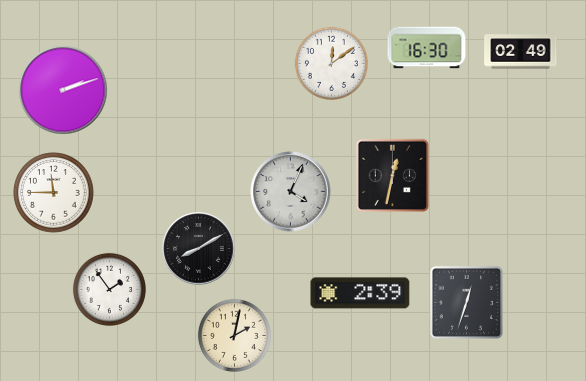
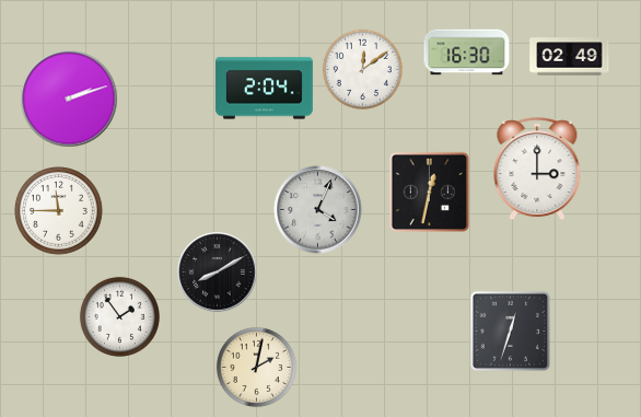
clock at (264, 89): none -> 2:04
clock at (537, 170): none -> 3:00
clock at (360, 293): 2:39 -> none
